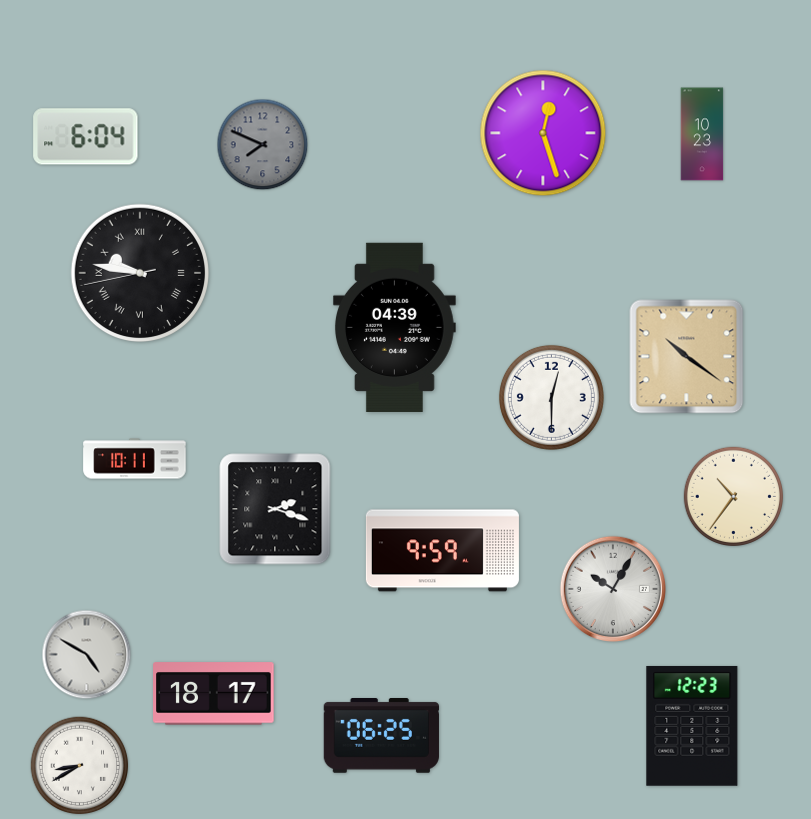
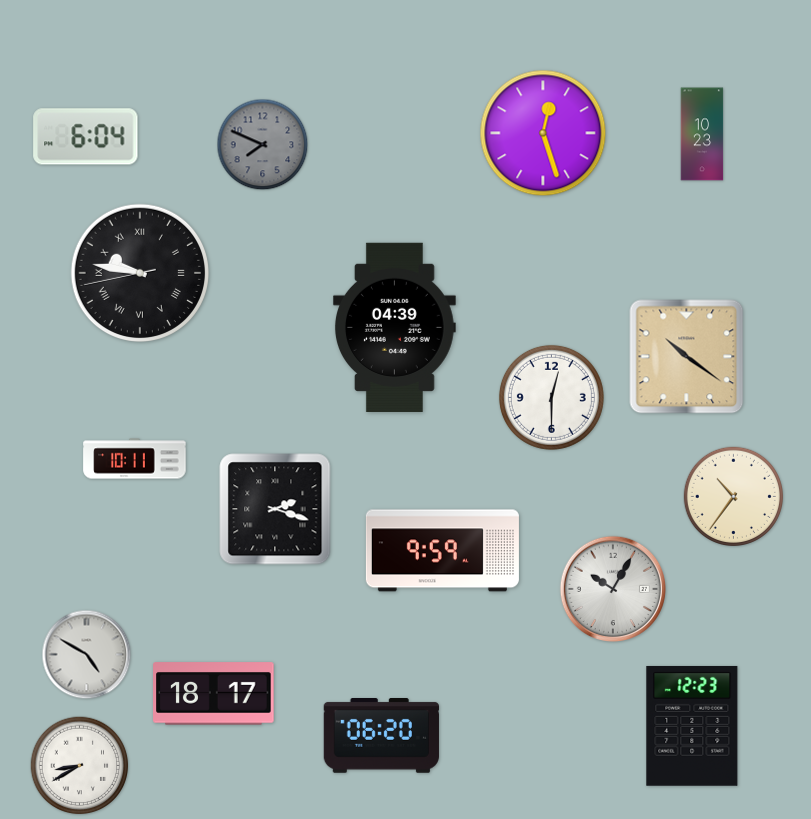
clock at (381, 736): 06:25 -> 06:20
